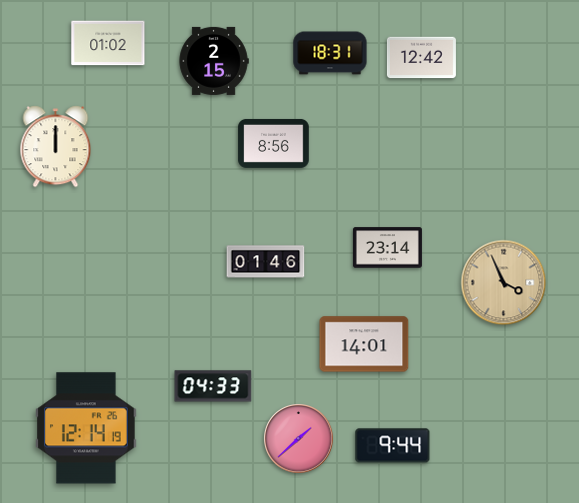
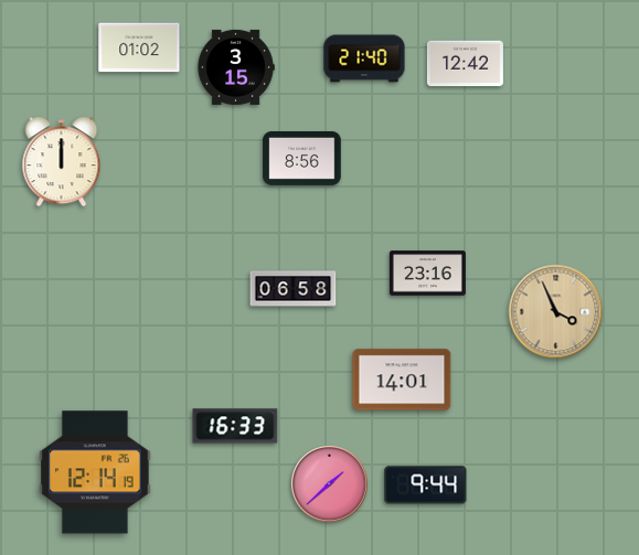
clock at (108, 43) position: (108, 43) -> (139, 47)
clock at (330, 53): 18:31 -> 21:40
clock at (214, 61): 2:15 -> 3:15
clock at (387, 248): 23:14 -> 23:16
clock at (266, 262): 01:46 -> 06:58
clock at (213, 386): 04:33 -> 16:33
clock at (393, 446) position: (393, 446) -> (426, 485)
